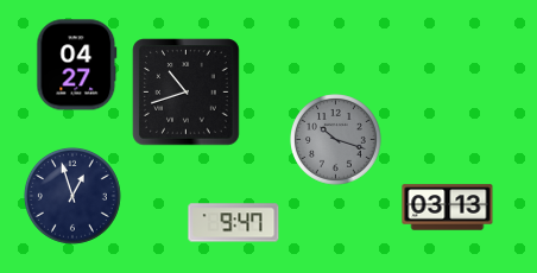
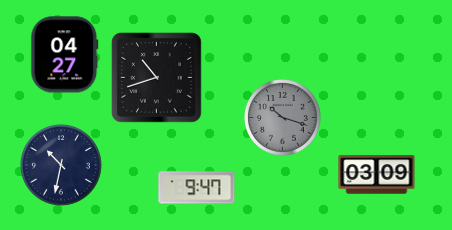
clock at (72, 196): 12:57 -> 10:32
clock at (448, 208): 03:13 -> 03:09
